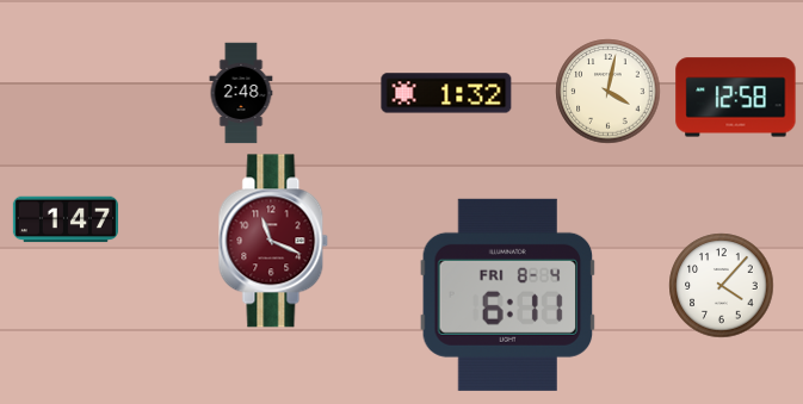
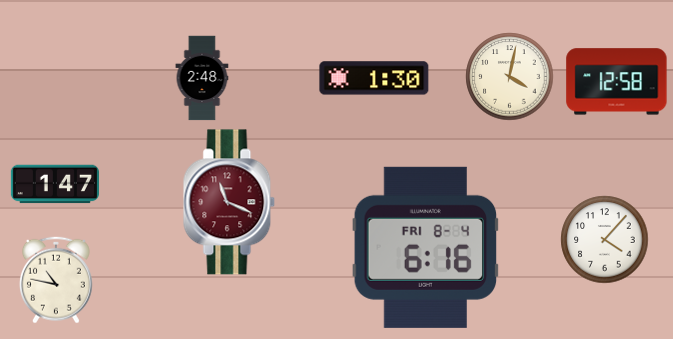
clock at (446, 93): 1:32 -> 1:30
clock at (508, 294): 6:11 -> 6:16
clock at (56, 280): none -> 10:47
